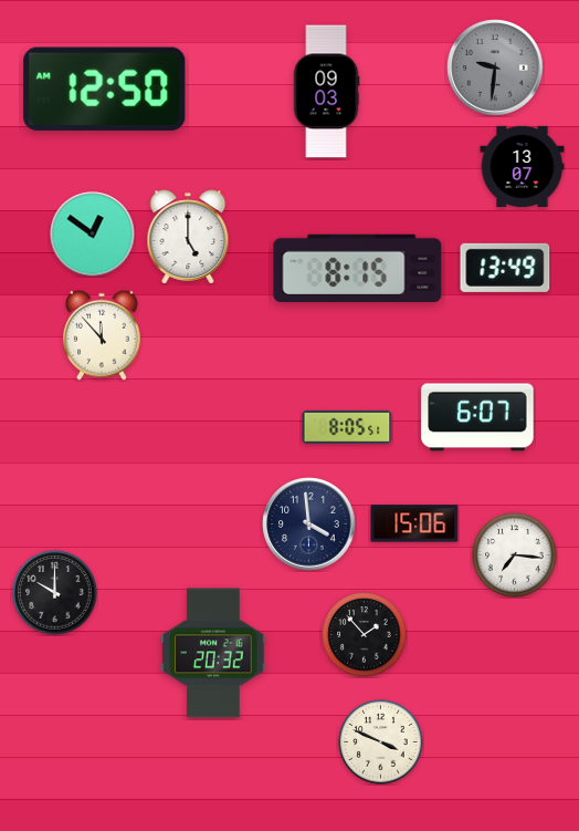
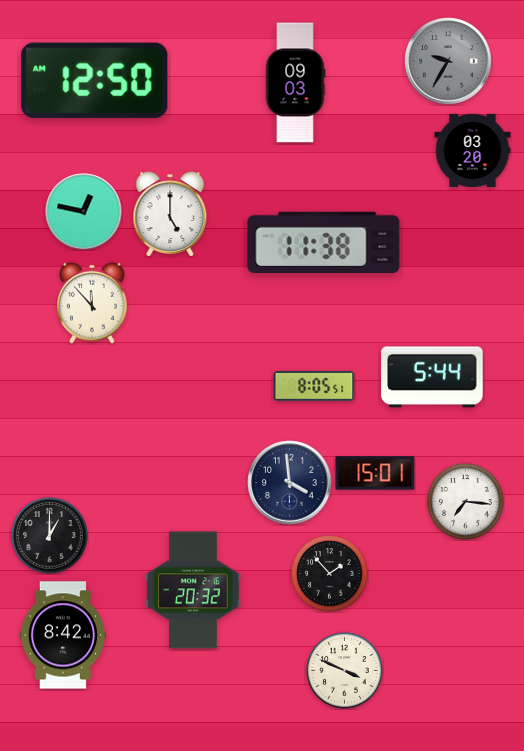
clock at (495, 67): 9:31 -> 9:35
clock at (523, 166): 13:07 -> 03:20
clock at (93, 235): 12:51 -> 12:47
clock at (505, 268): 13:49 -> none
clock at (358, 269): 8:15 -> 11:38
clock at (477, 417): 6:07 -> 5:44
clock at (414, 523): 15:06 -> 15:01
clock at (309, 524) position: (309, 524) -> (290, 483)
clock at (55, 593): 10:00 -> 1:00
clock at (62, 635): none -> 8:42
